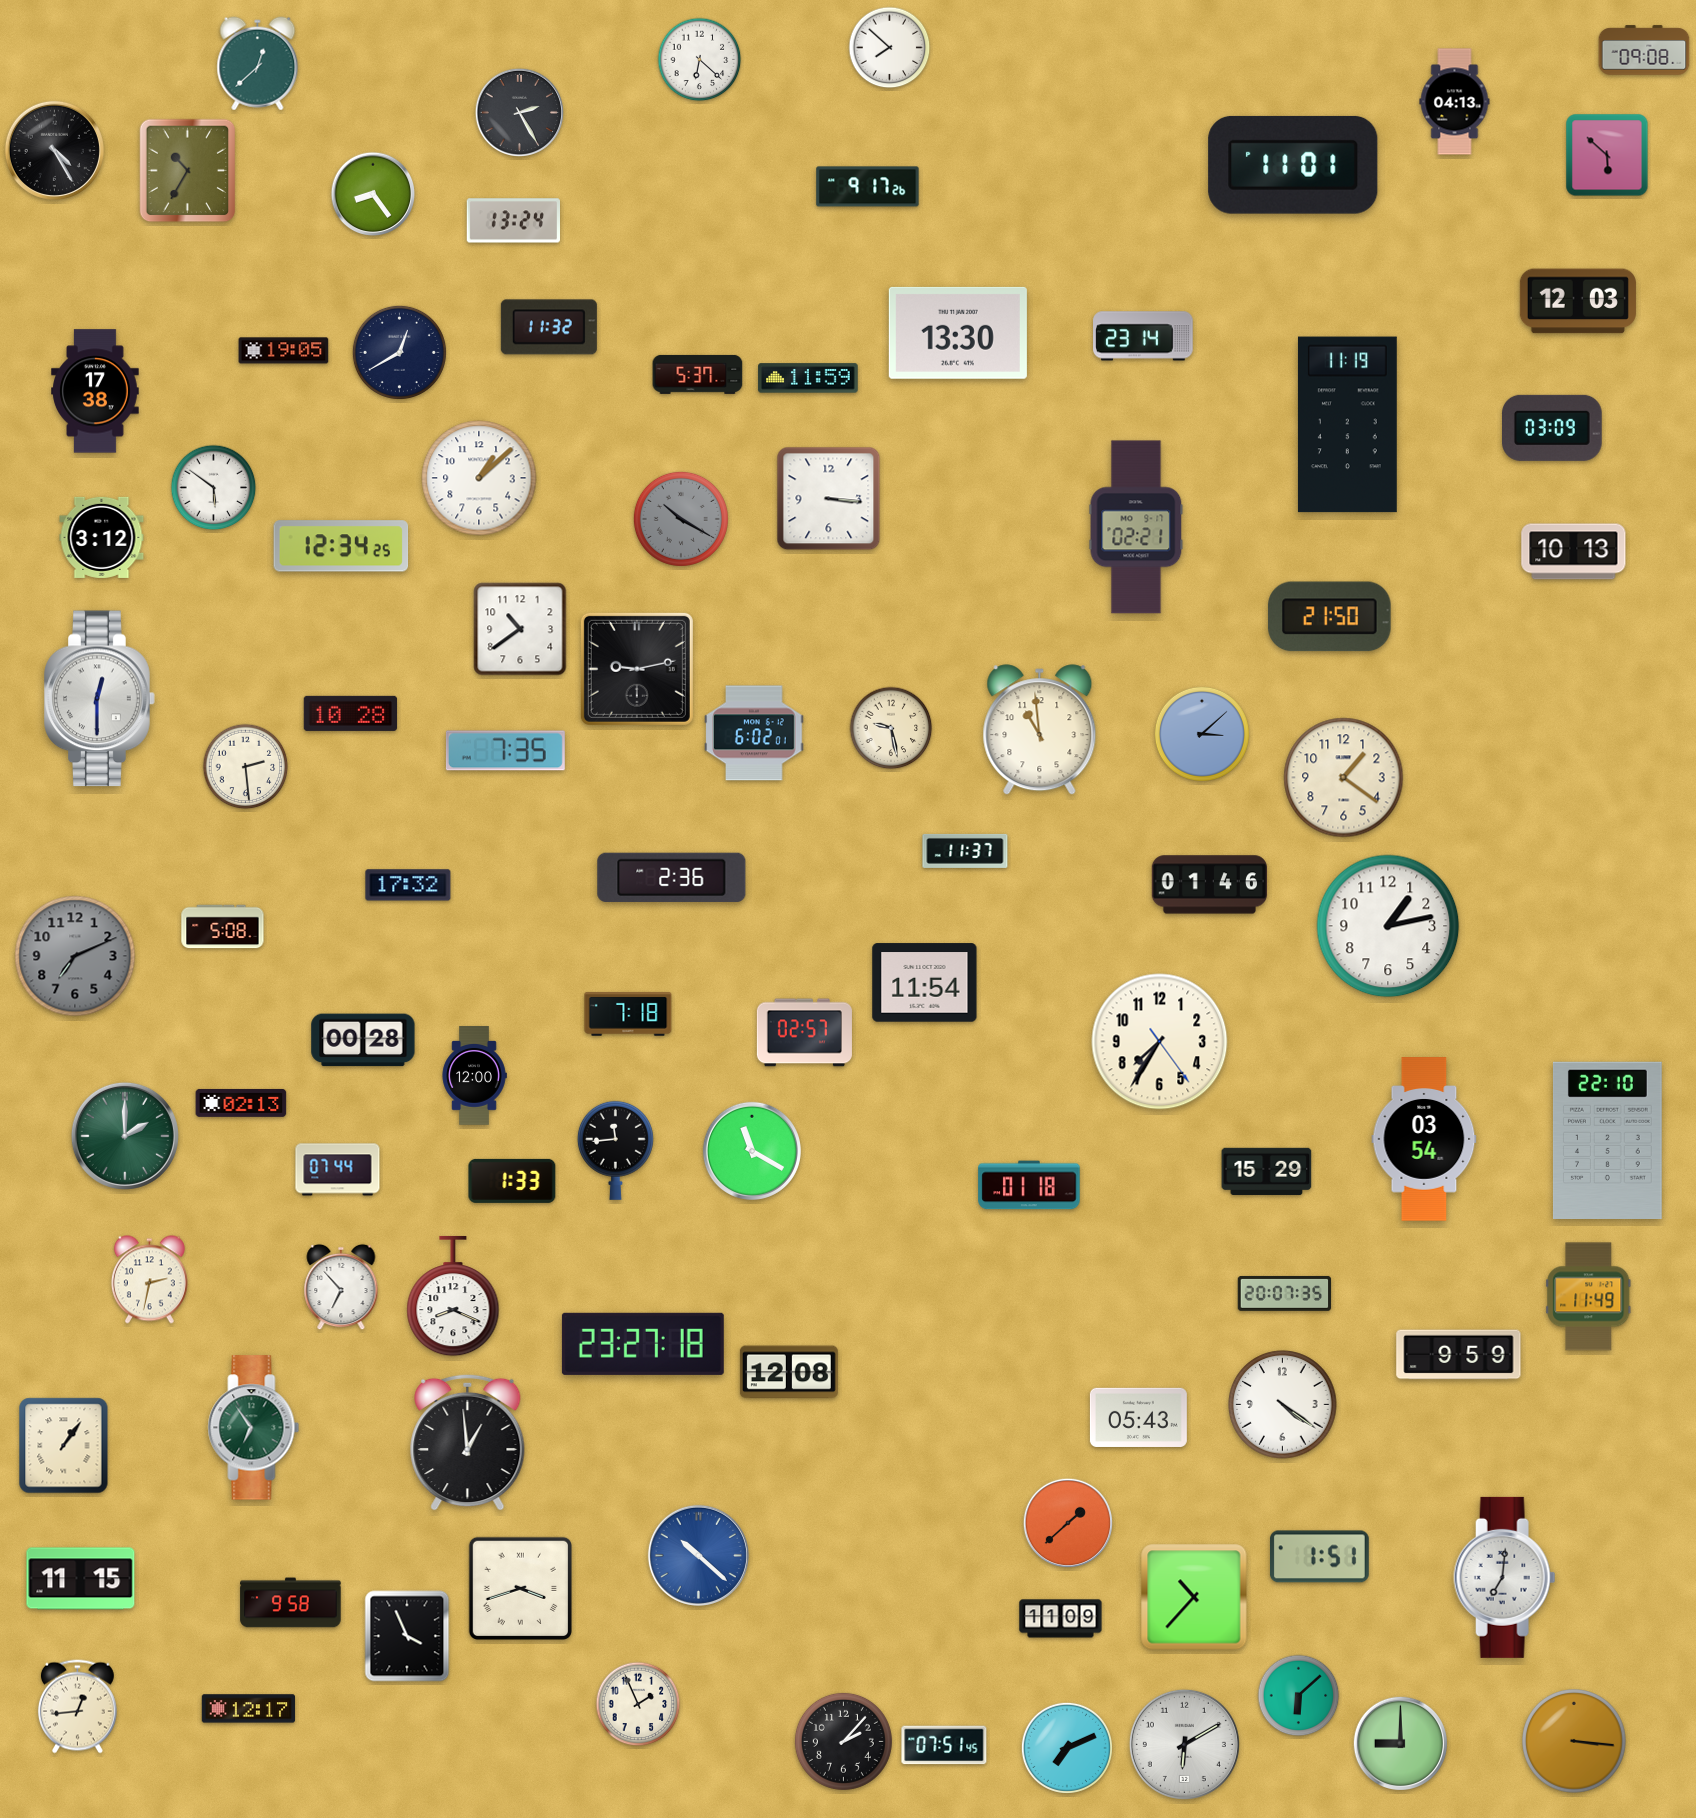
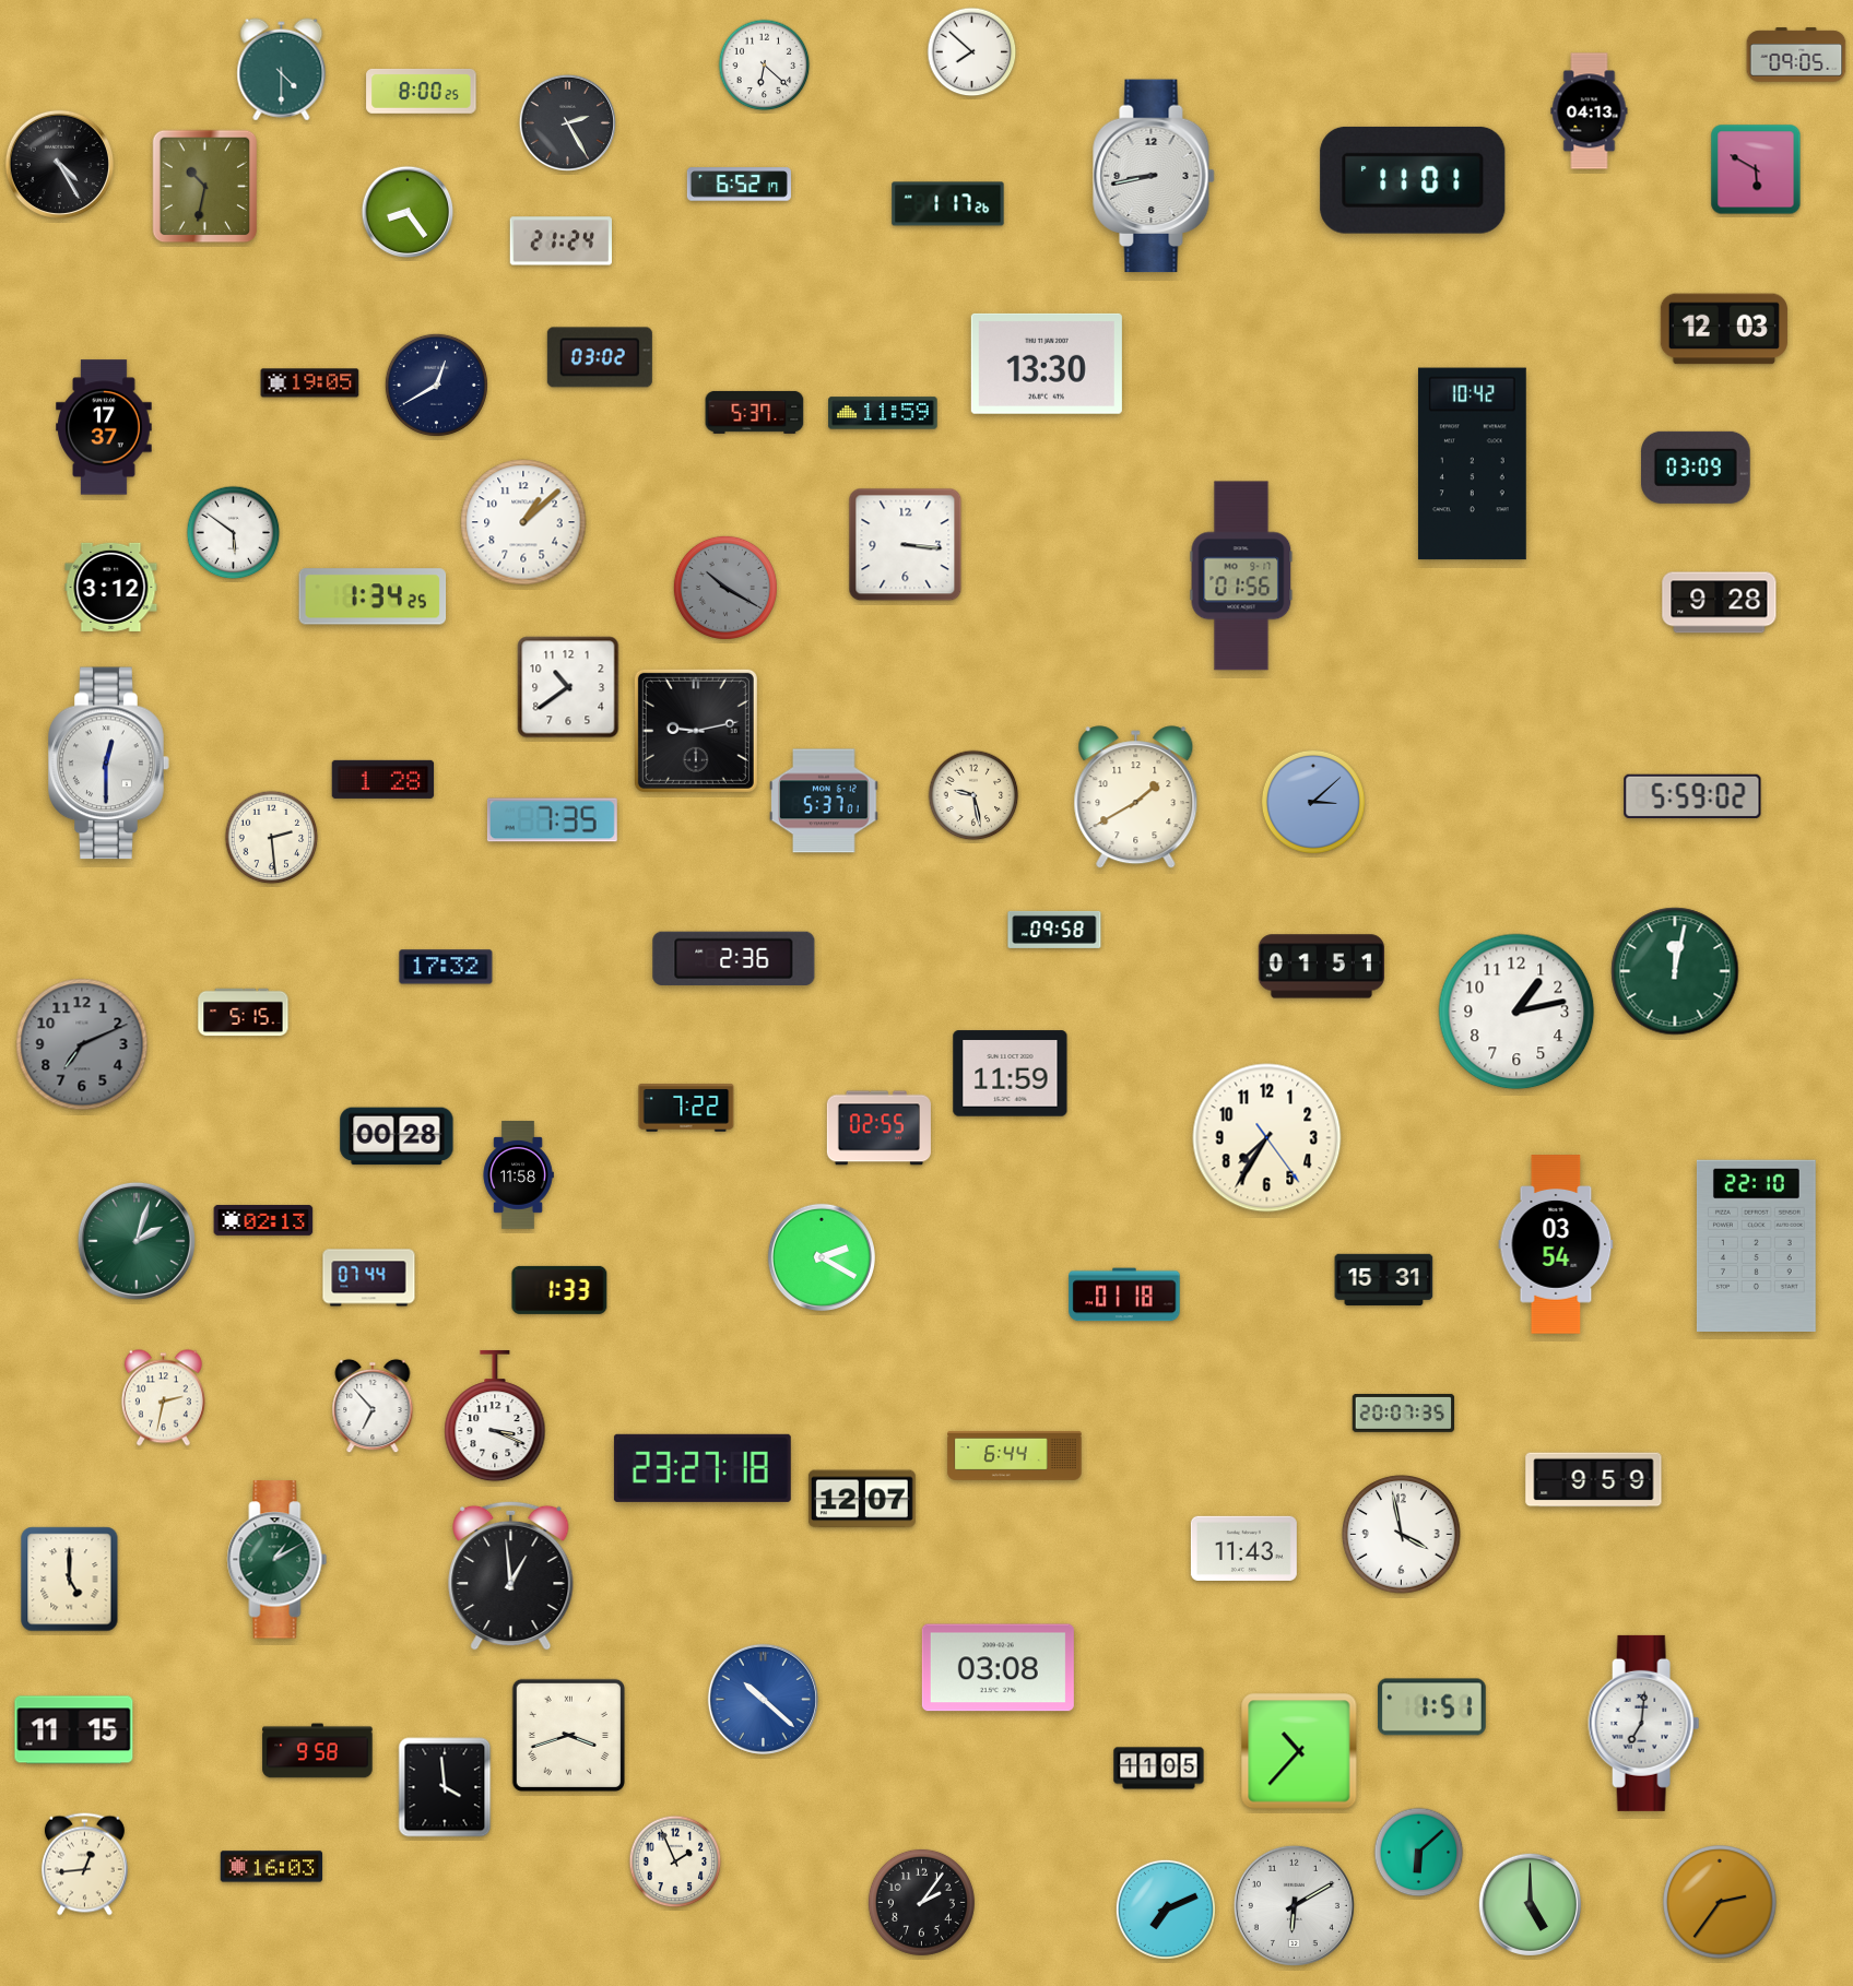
clock at (1644, 50): 09:08 -> 09:05
clock at (258, 64): 12:38 -> 4:30
clock at (422, 91): none -> 8:00
clock at (1607, 155): 5:52 -> 5:50
clock at (1154, 176): none -> 8:43
clock at (739, 185): none -> 6:52
clock at (188, 171): 10:35 -> 10:32
clock at (868, 187): 9:17 -> 1:17
clock at (514, 221): 13:24 -> 21:24
clock at (549, 327): 11:32 -> 03:02
clock at (1143, 336): 23:14 -> none
clock at (698, 374) position: (698, 374) -> (755, 412)
clock at (95, 391): 17:38 -> 17:37
clock at (1347, 425): 11:19 -> 10:42
clock at (681, 519) position: (681, 519) -> (725, 588)
clock at (1136, 527): 02:21 -> 01:56
clock at (341, 546): 12:34 -> 1:34
clock at (1574, 552): 10:13 -> 9:28
clock at (1330, 617): 21:50 -> none
clock at (351, 713): 10:28 -> 1:28
clock at (1692, 796): none -> 5:59
clock at (1040, 730): 10:59 -> 1:40
clock at (754, 733): 6:02 -> 5:37
clock at (246, 767) position: (246, 767) -> (272, 838)
clock at (1344, 778): 1:21 -> none
clock at (965, 851): 11:37 -> 09:58
clock at (1209, 885): 01:46 -> 01:51
clock at (1675, 971): none -> 12:02
clock at (223, 927): 5:08 -> 5:15
clock at (925, 983): 11:54 -> 11:59
clock at (628, 1015): 7:18 -> 7:22
clock at (804, 1033): 02:57 -> 02:55
clock at (474, 1076): 12:00 -> 11:58
clock at (241, 1103) position: (241, 1103) -> (263, 1220)
clock at (125, 1136): 2:00 -> 2:03
clock at (615, 1150): 11:44 -> none
clock at (752, 1151): 11:20 -> 2:20
clock at (1267, 1171): 15:29 -> 15:31
clock at (453, 1296): 8:19 -> 3:19
clock at (1589, 1297): 11:49 -> none
clock at (1015, 1455): none -> 6:44
clock at (789, 1372): 12:08 -> 12:07
clock at (1283, 1405): 4:21 -> 3:58
clock at (1138, 1417): 05:43 -> 11:43
clock at (254, 1428): 6:54 -> 1:10
clock at (64, 1446): 1:06 -> 5:00
clock at (1067, 1522): 1:38 -> none
clock at (998, 1668): none -> 03:08
clock at (1320, 1557) position: (1320, 1557) -> (1432, 1707)
clock at (81, 1579) position: (81, 1579) -> (74, 1730)
clock at (1194, 1597) position: (1194, 1597) -> (1299, 1751)
clock at (1061, 1619): 11:09 -> 11:05
clock at (407, 1636): 3:56 -> 3:59
clock at (638, 1704) position: (638, 1704) -> (675, 1861)
clock at (249, 1709): 12:17 -> 16:03
clock at (843, 1741): 2:07 -> 2:06
clock at (1575, 1742): 3:16 -> 2:36
clock at (1400, 1743): 9:00 -> 5:00
clock at (944, 1745): 07:51 -> none
